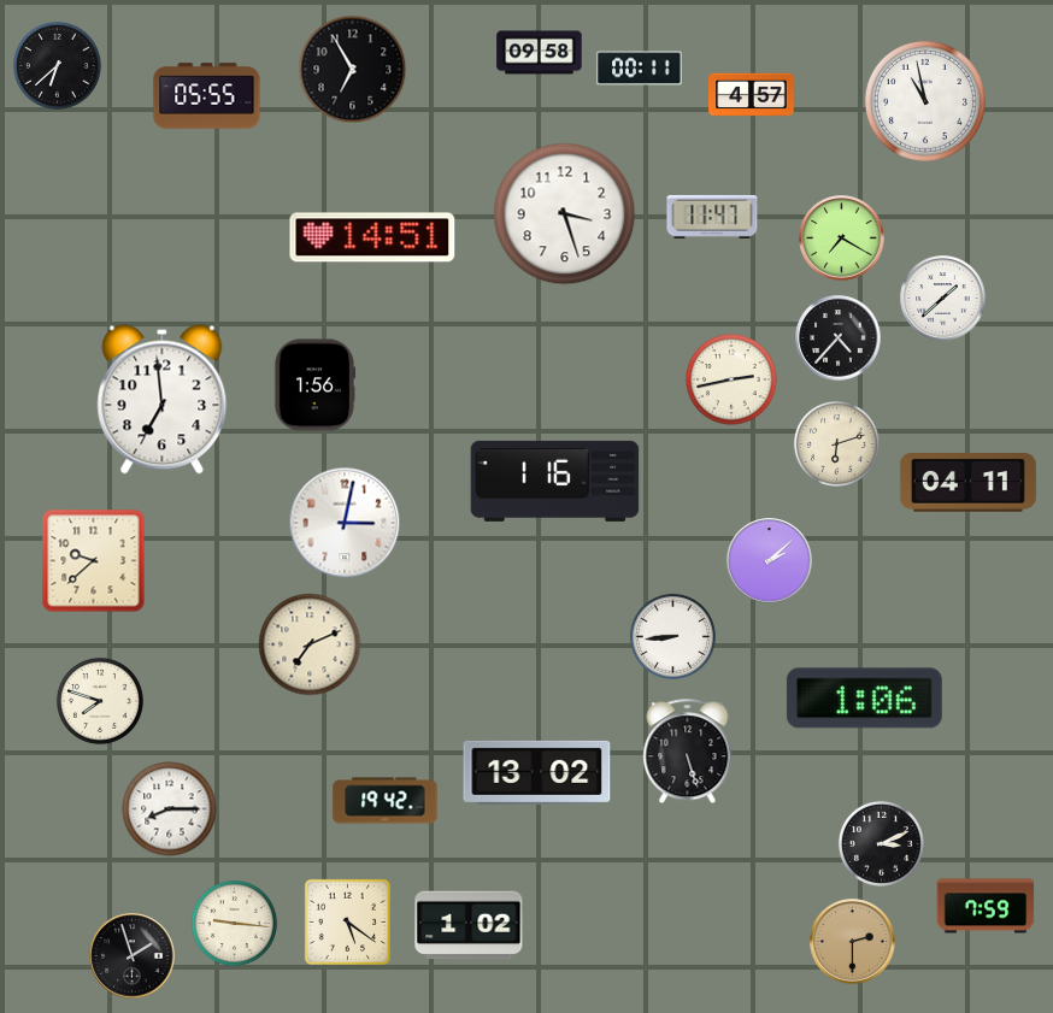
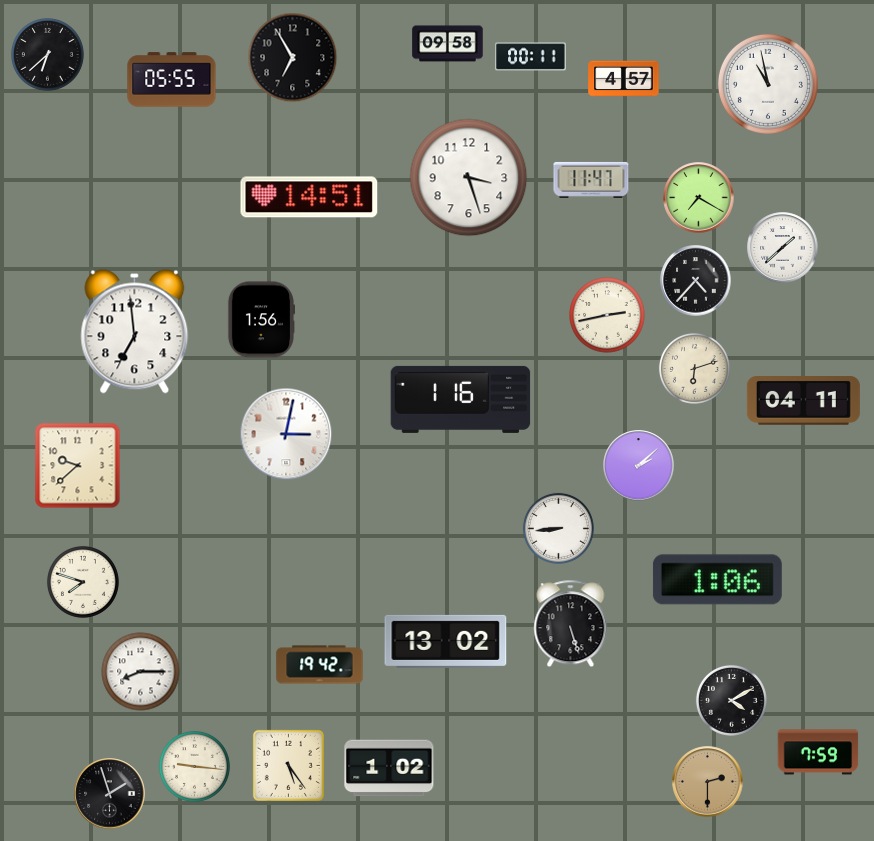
clock at (310, 644): 7:11 -> none
clock at (881, 843): 3:11 -> 4:10
clock at (347, 921): 5:21 -> 5:24
